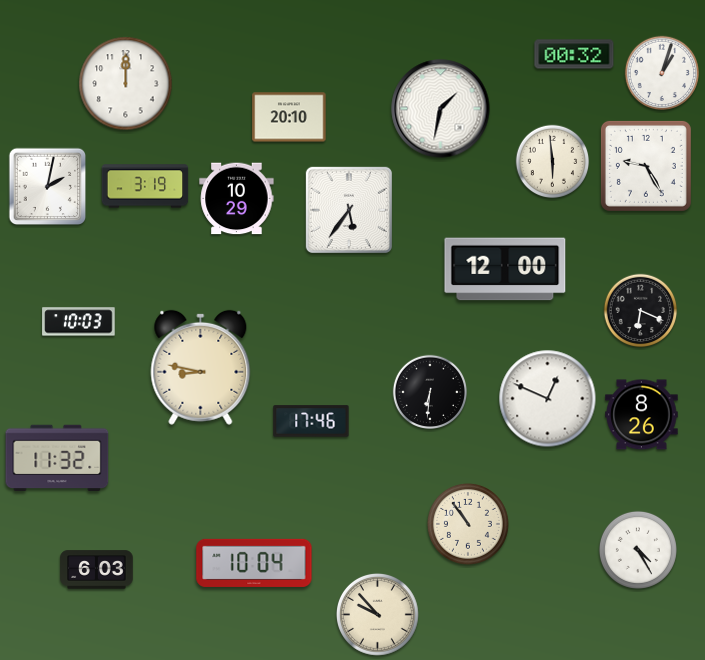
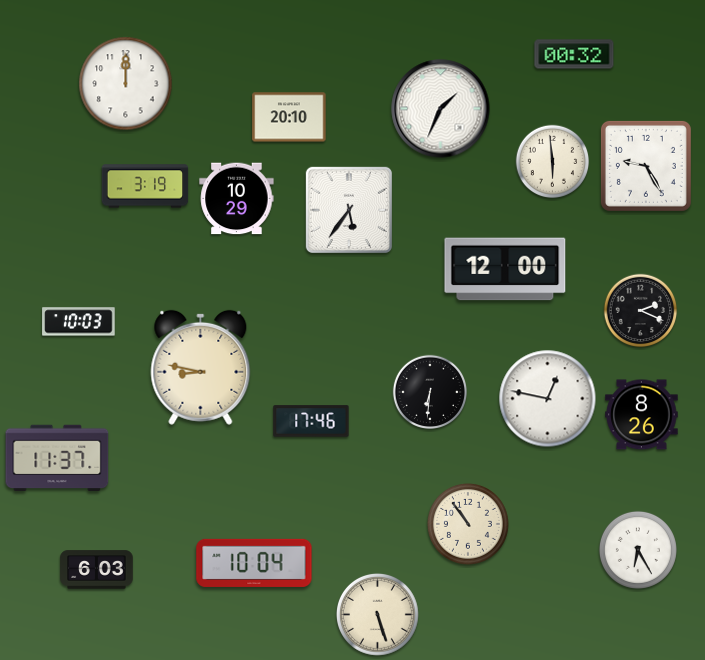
clock at (661, 72): 1:03 -> none
clock at (441, 109): 1:32 -> 1:34
clock at (48, 187): 2:02 -> none
clock at (641, 311): 6:19 -> 2:19
clock at (548, 399): 12:49 -> 12:47
clock at (57, 458): 11:32 -> 11:37
clock at (638, 550): 4:25 -> 6:25
clock at (378, 615): 9:53 -> 5:27
